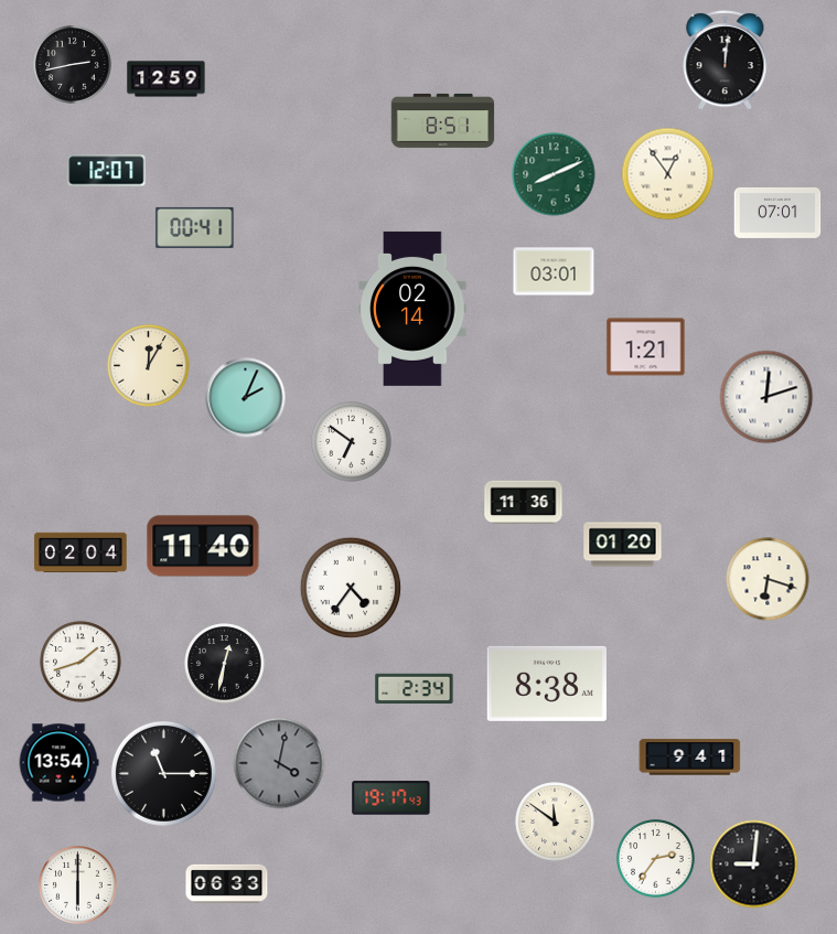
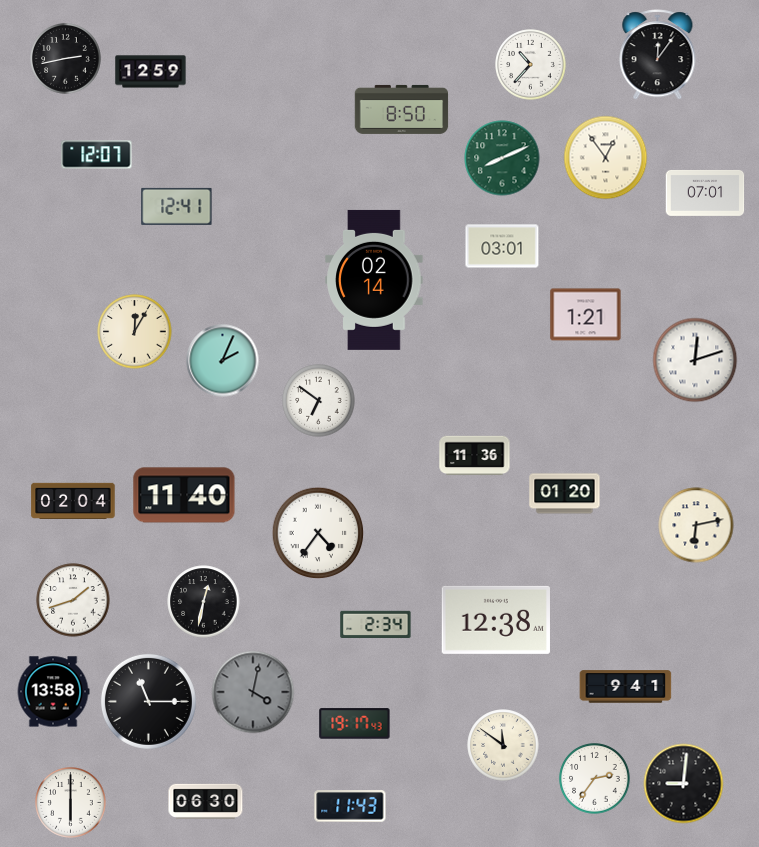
clock at (726, 61): 12:01 -> 12:06
clock at (531, 65): none -> 10:37
clock at (443, 120): 8:51 -> 8:50
clock at (195, 227): 00:41 -> 12:41
clock at (768, 579): 6:18 -> 6:13
clock at (547, 684): 8:38 -> 12:38
clock at (58, 763): 13:54 -> 13:58
clock at (227, 883): 06:33 -> 06:30
clock at (350, 806): none -> 11:43
